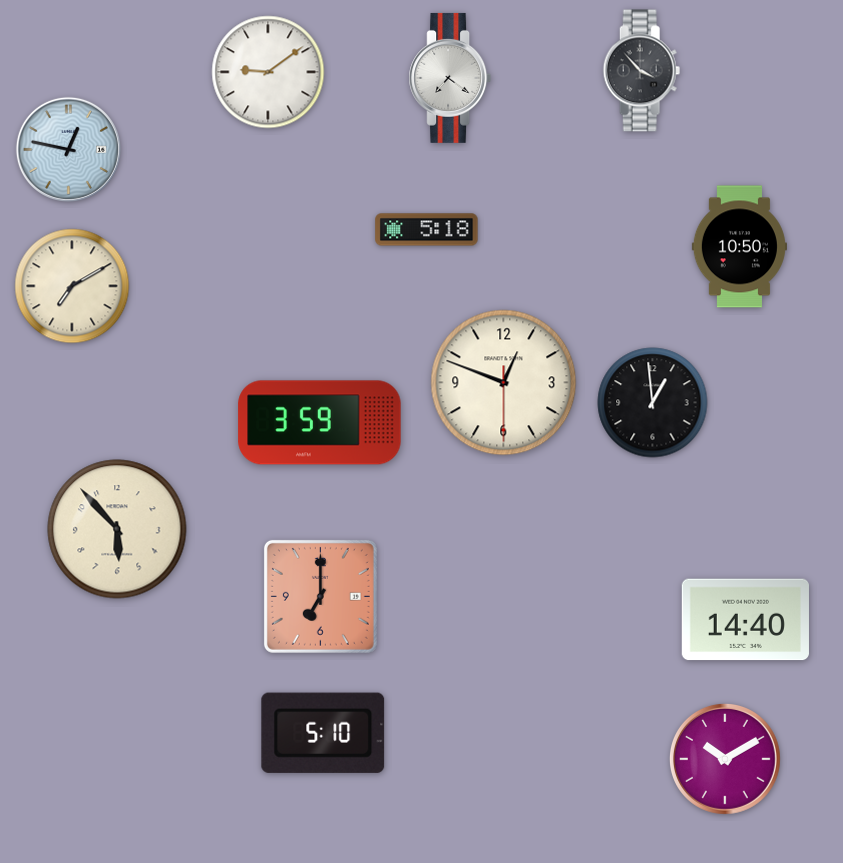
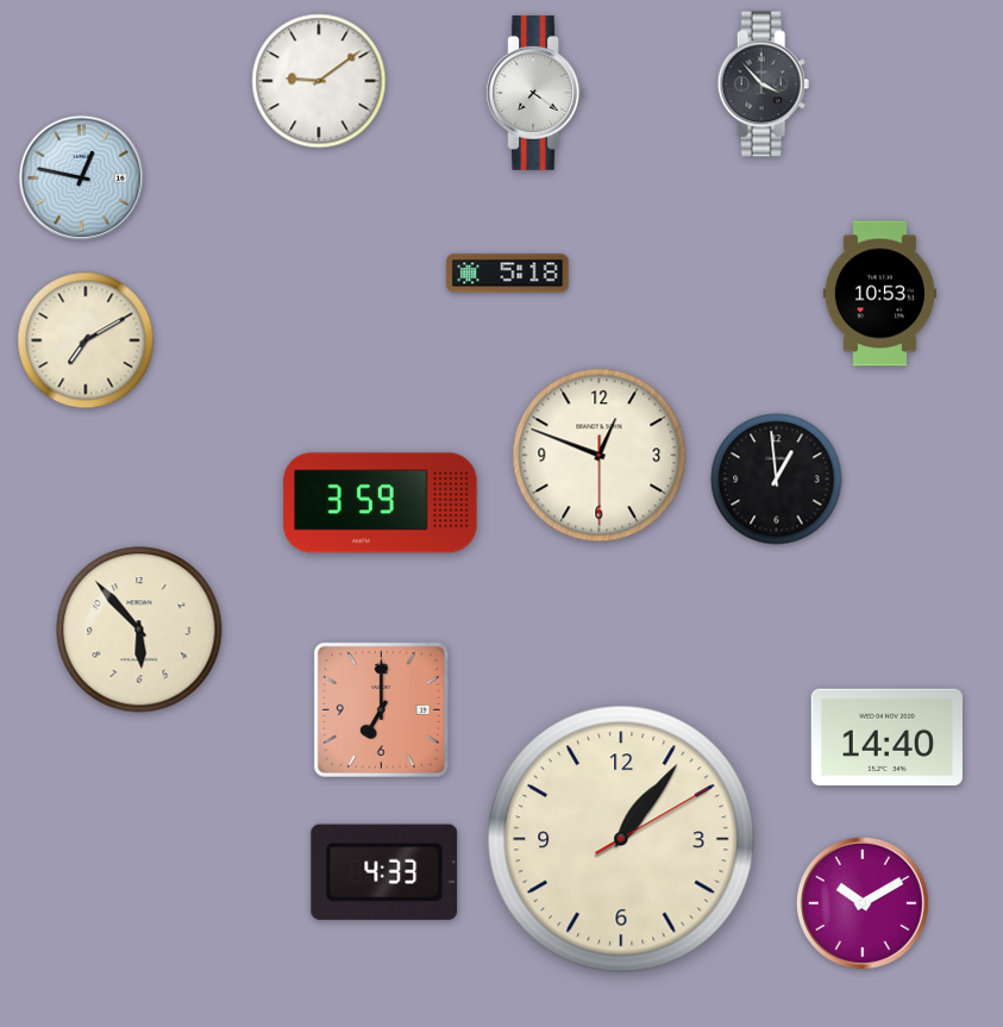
clock at (268, 72) position: (268, 72) -> (319, 81)
clock at (739, 247): 10:50 -> 10:53
clock at (621, 839): none -> 1:06
clock at (323, 733): 5:10 -> 4:33
